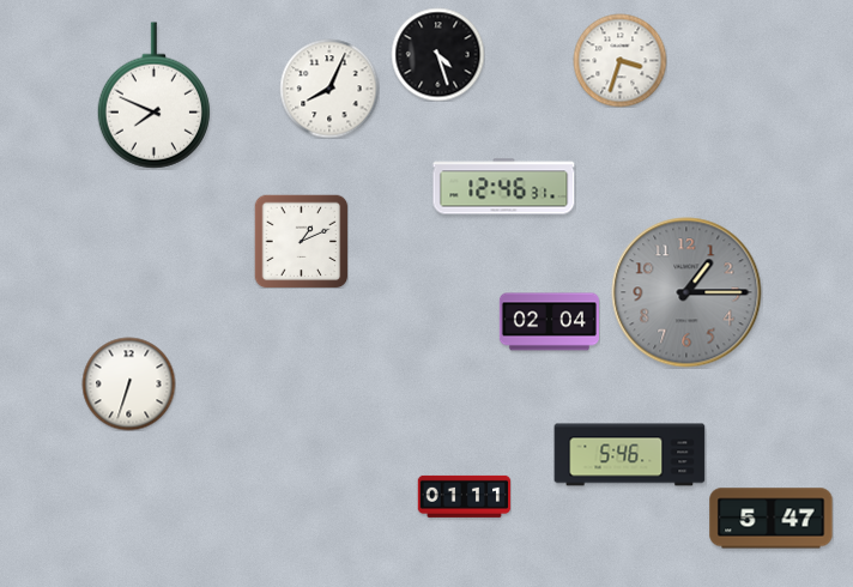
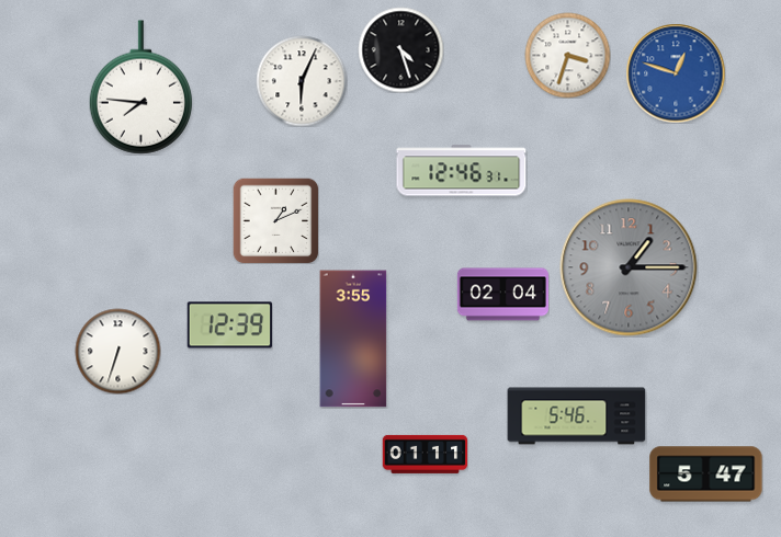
clock at (676, 73): none -> 12:48
clock at (329, 89): 8:04 -> 6:04
clock at (153, 96): 7:49 -> 7:46
clock at (229, 325): none -> 12:39
clock at (353, 339): none -> 3:55
